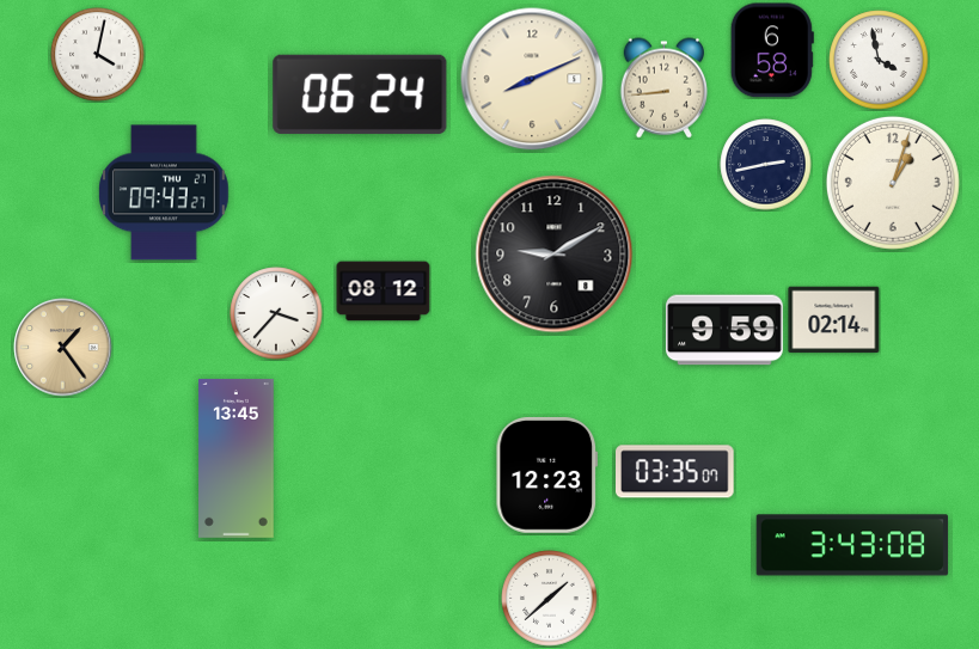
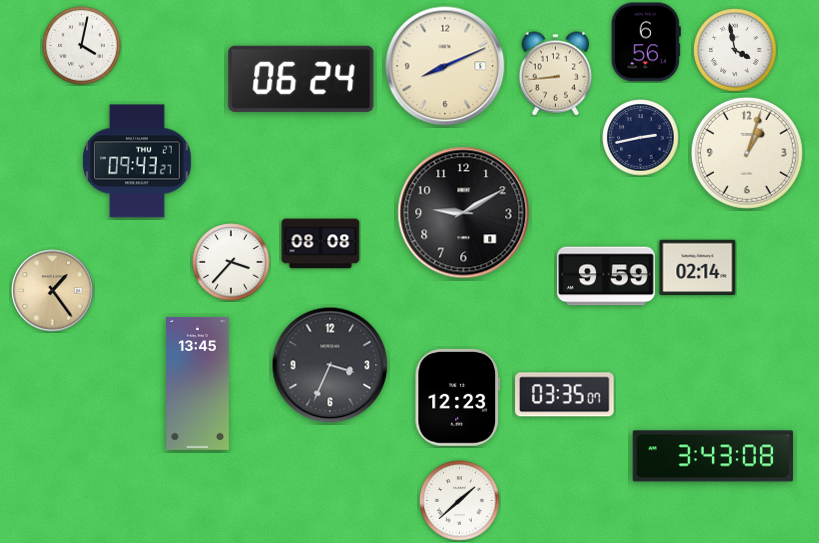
clock at (772, 50): 6:58 -> 6:56
clock at (384, 292): 08:12 -> 08:08
clock at (330, 365): none -> 3:34
